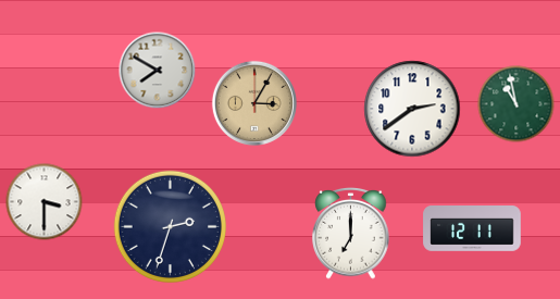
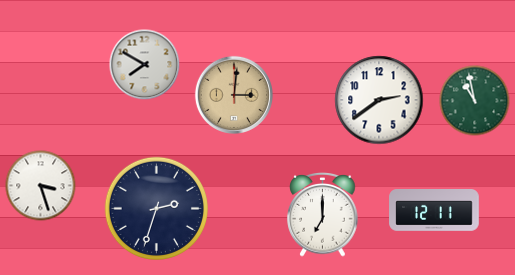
clock at (254, 103): 3:05 -> 3:01
clock at (517, 104) position: (517, 104) -> (475, 101)
clock at (45, 202): 3:30 -> 3:27
